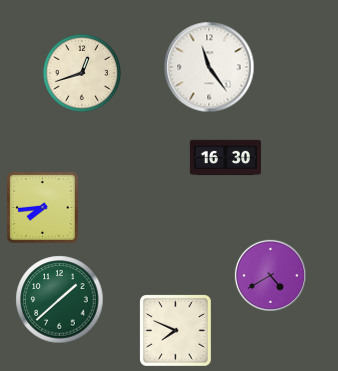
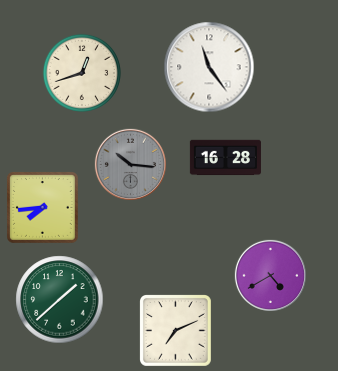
clock at (225, 158): 16:30 -> 16:28
clock at (130, 164): none -> 10:16
clock at (176, 331): 7:49 -> 7:11
